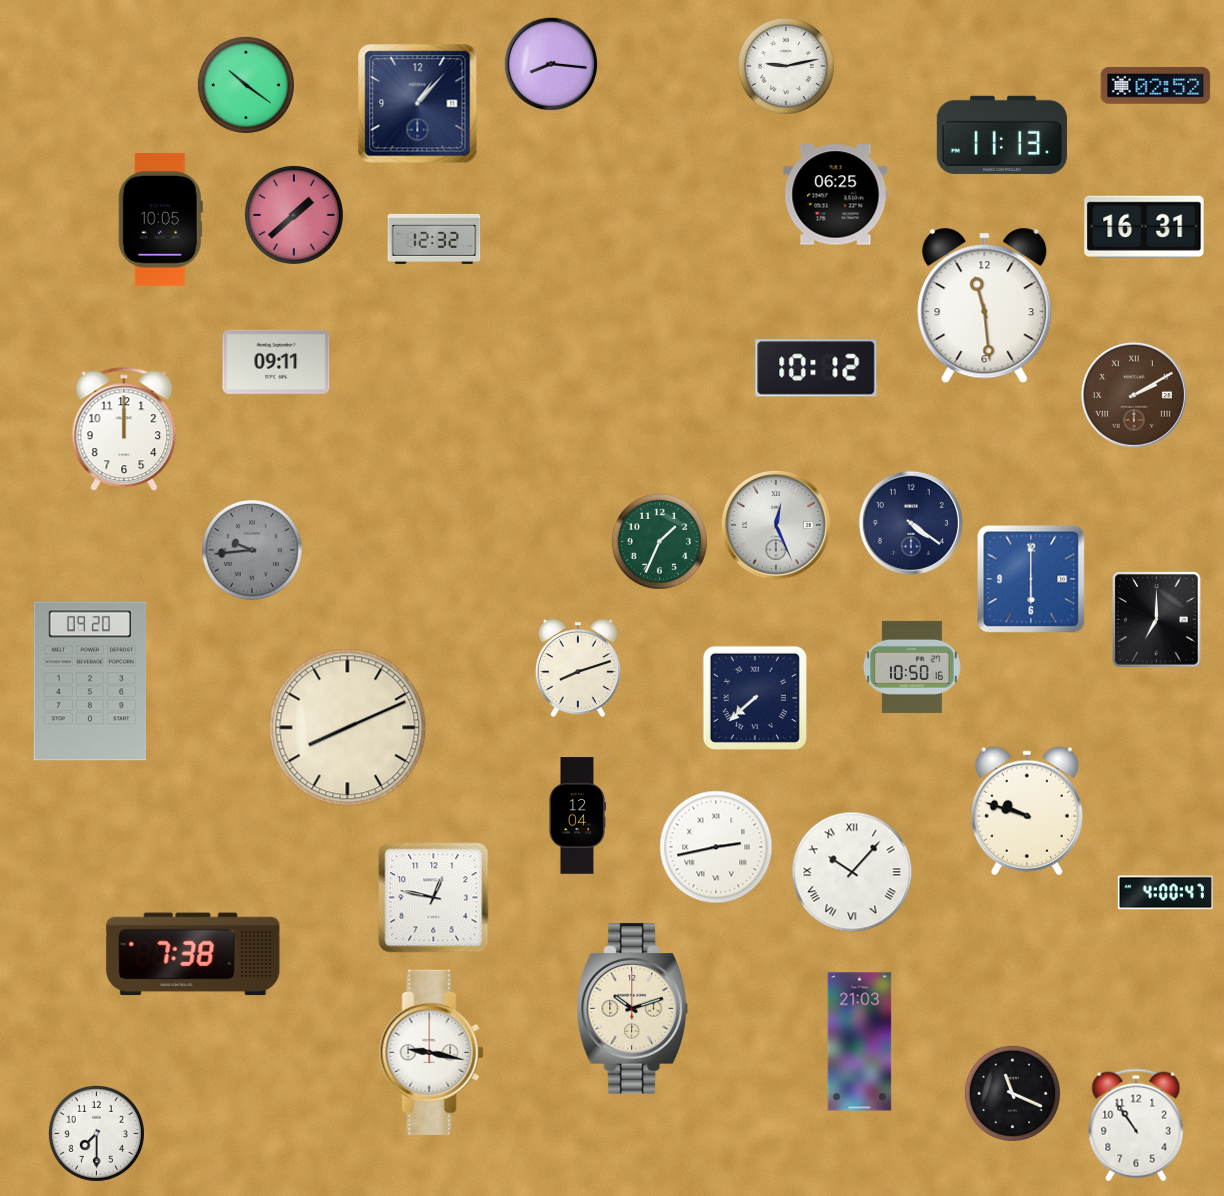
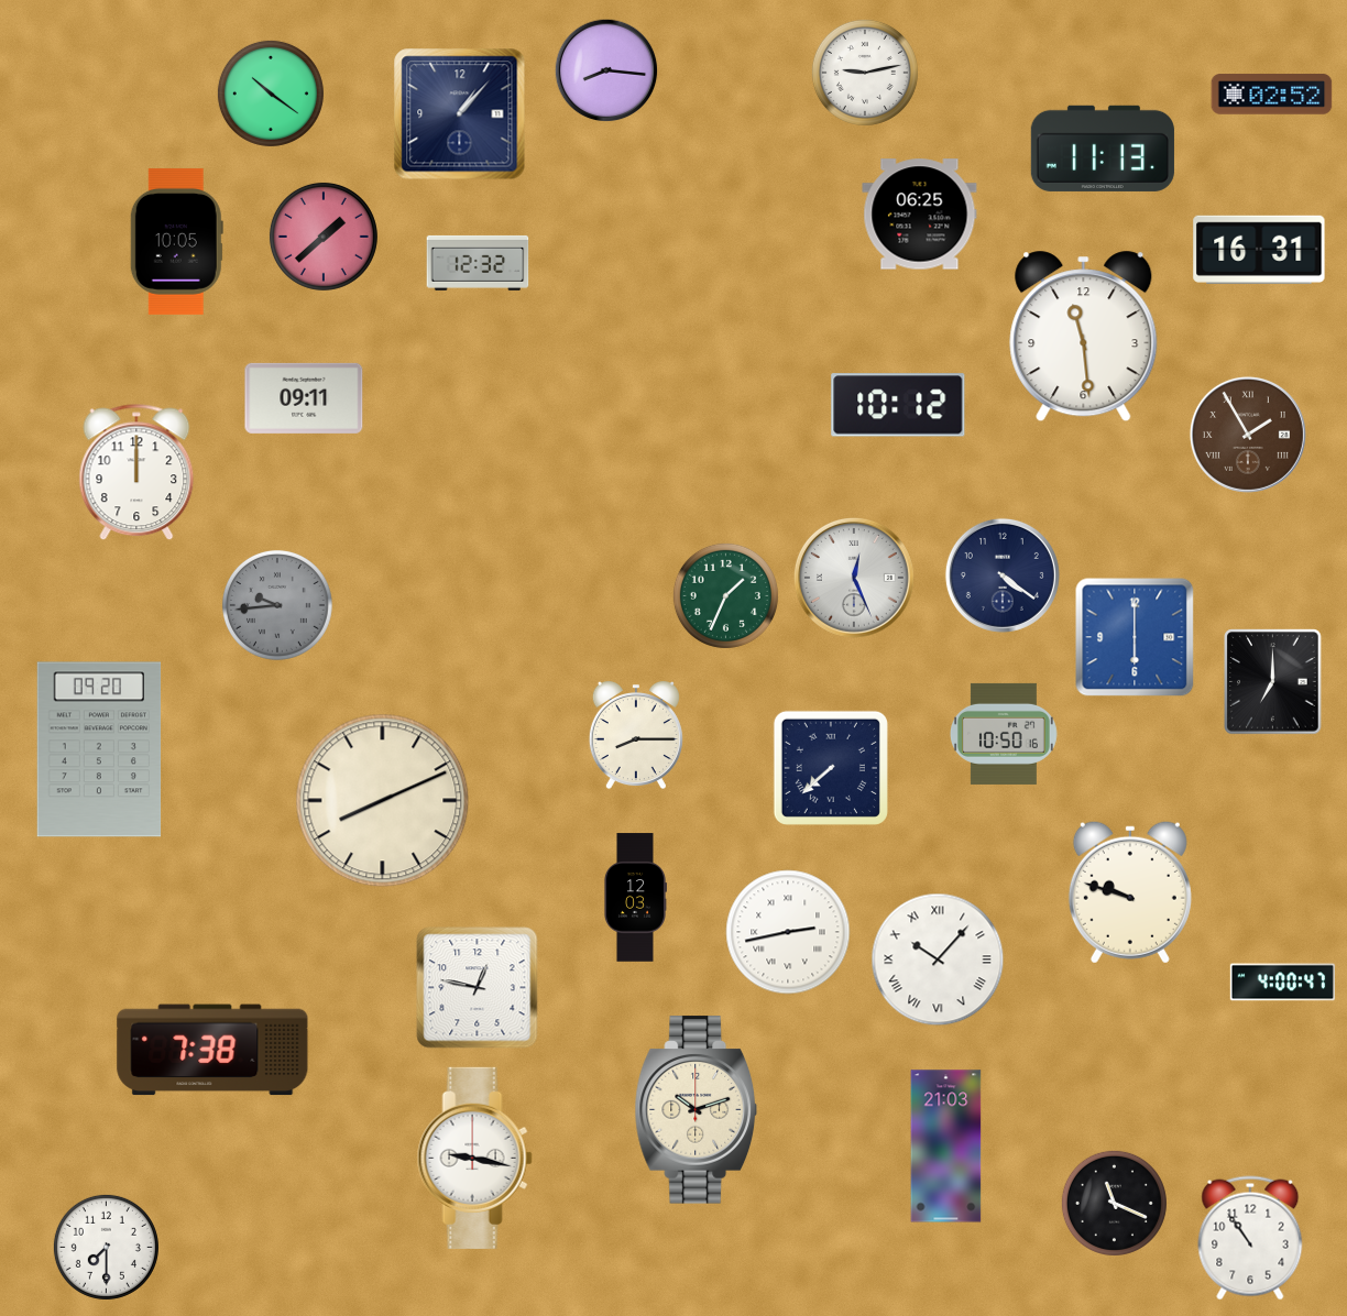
clock at (1134, 395): 2:10 -> 1:55
clock at (578, 668): 8:12 -> 8:15
clock at (577, 816): 12:04 -> 12:03
